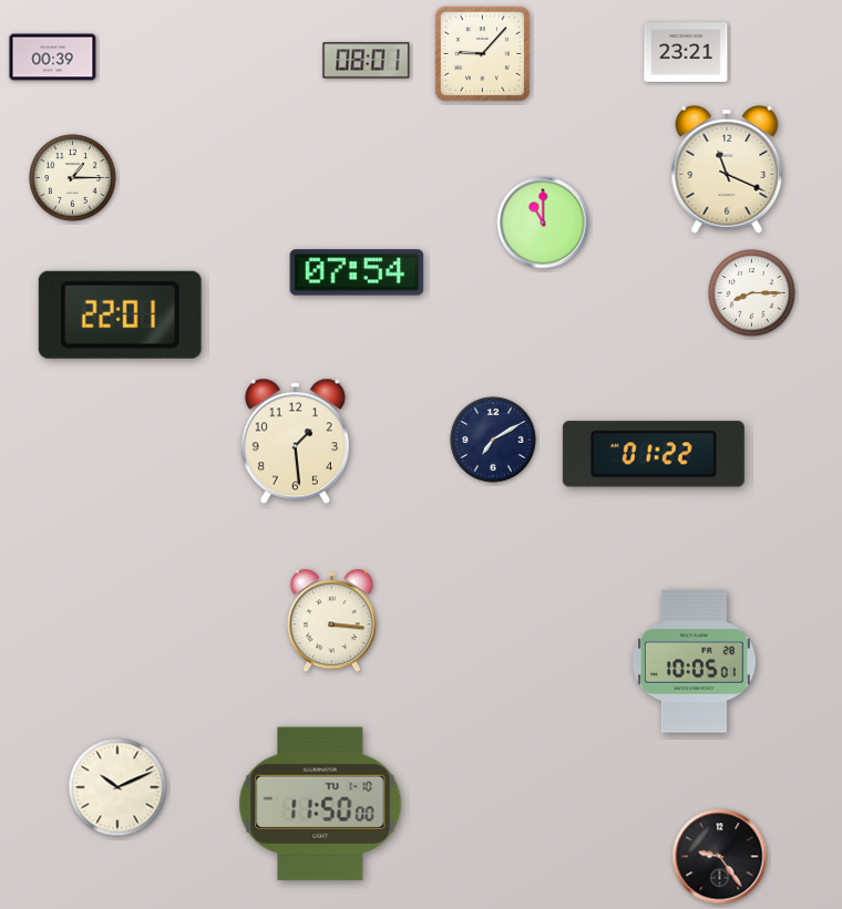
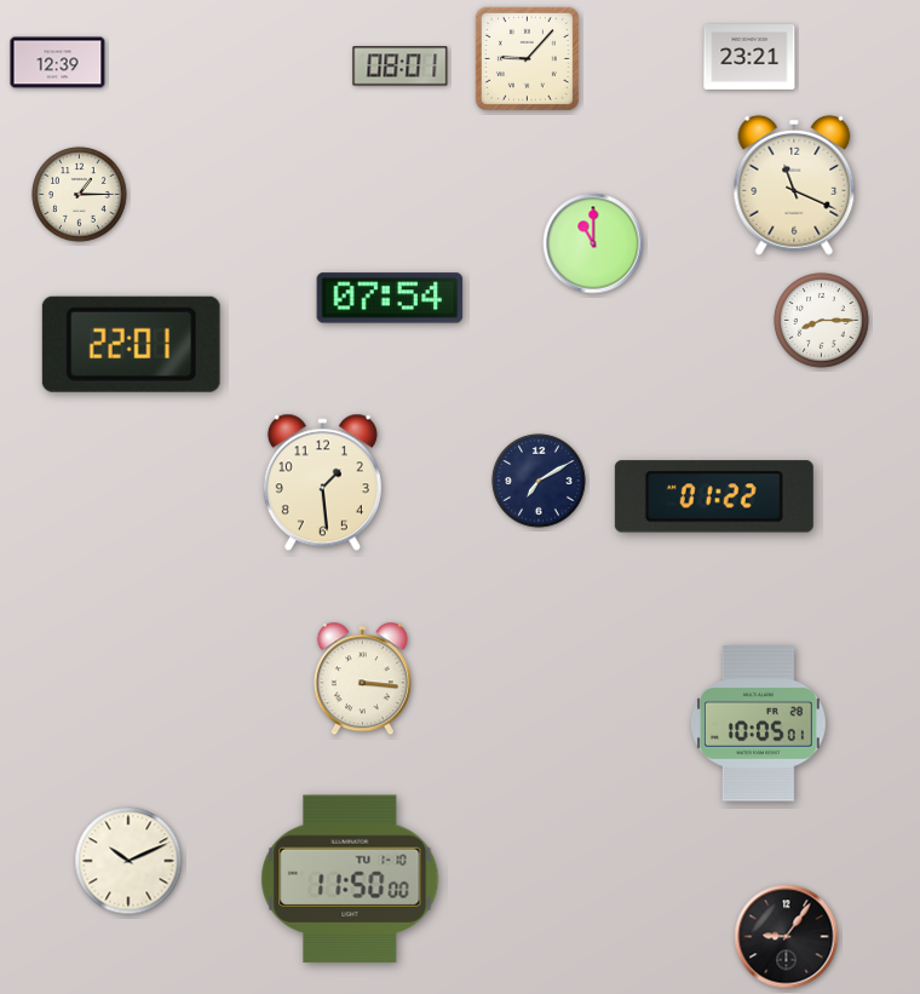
clock at (53, 58): 00:39 -> 12:39
clock at (720, 857): 9:24 -> 9:06
